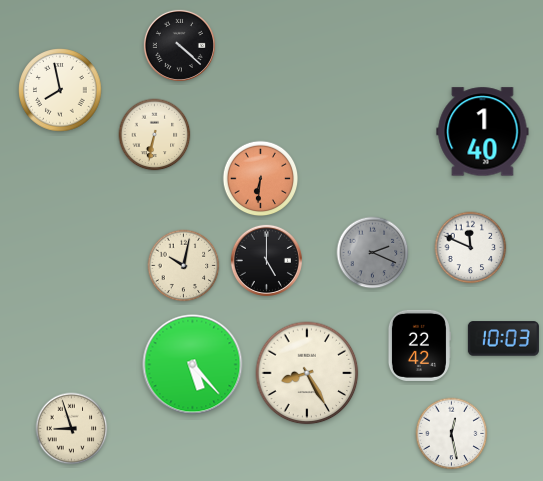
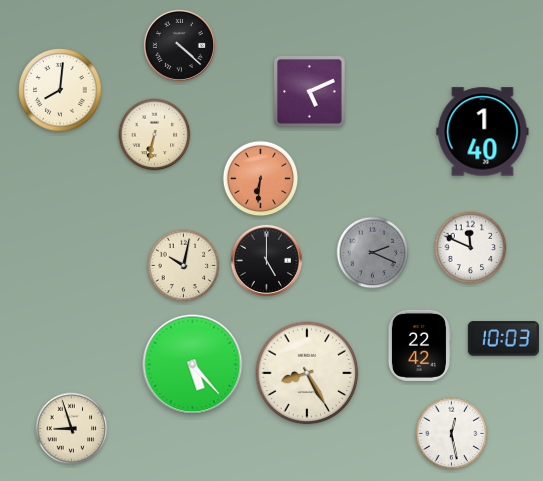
clock at (60, 90): 7:58 -> 8:01
clock at (310, 92): none -> 5:11
